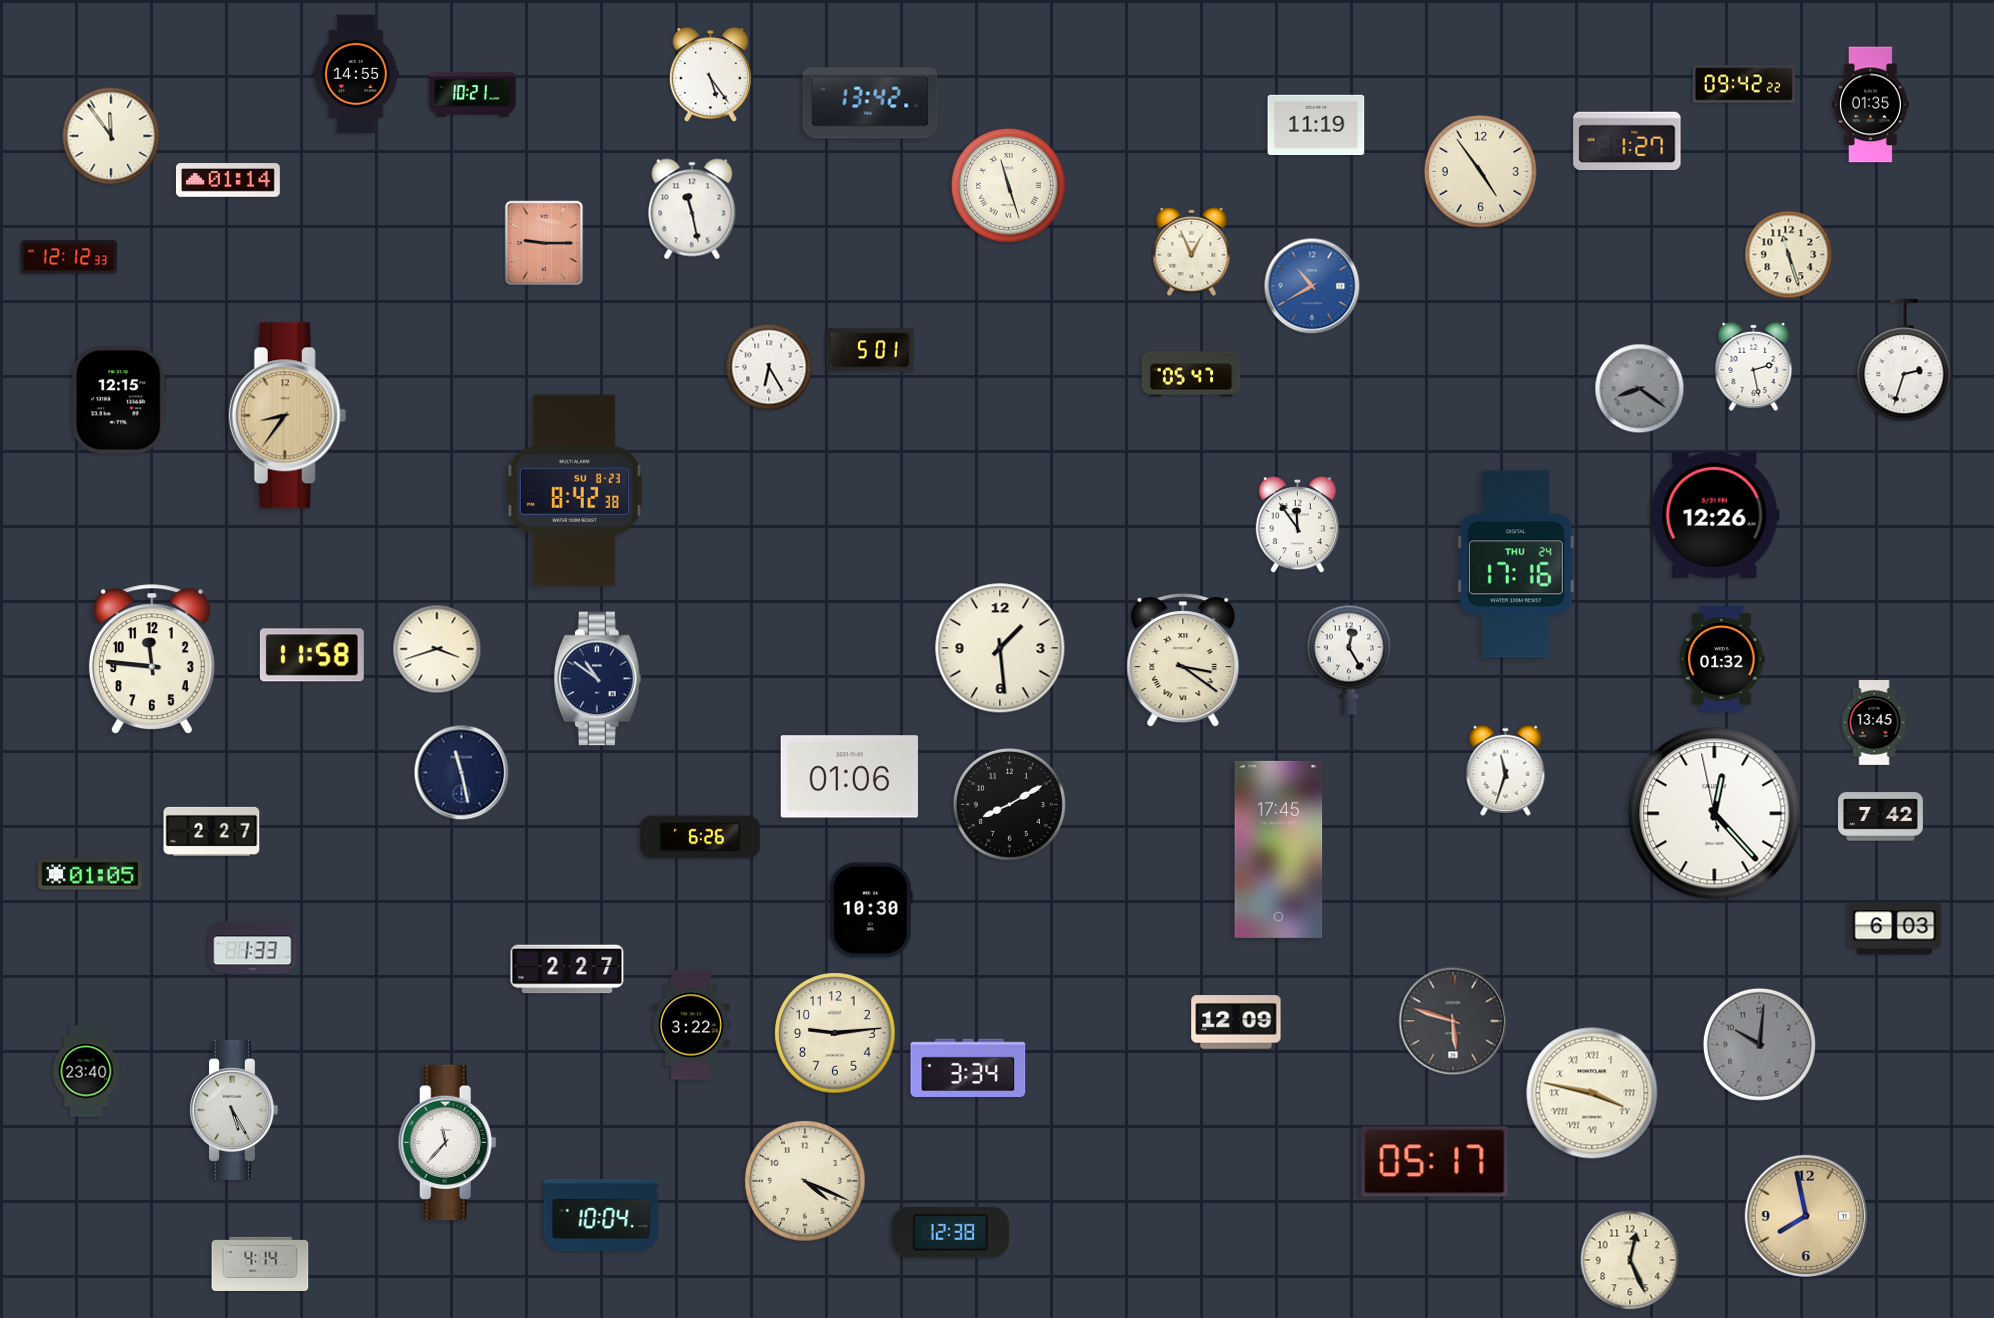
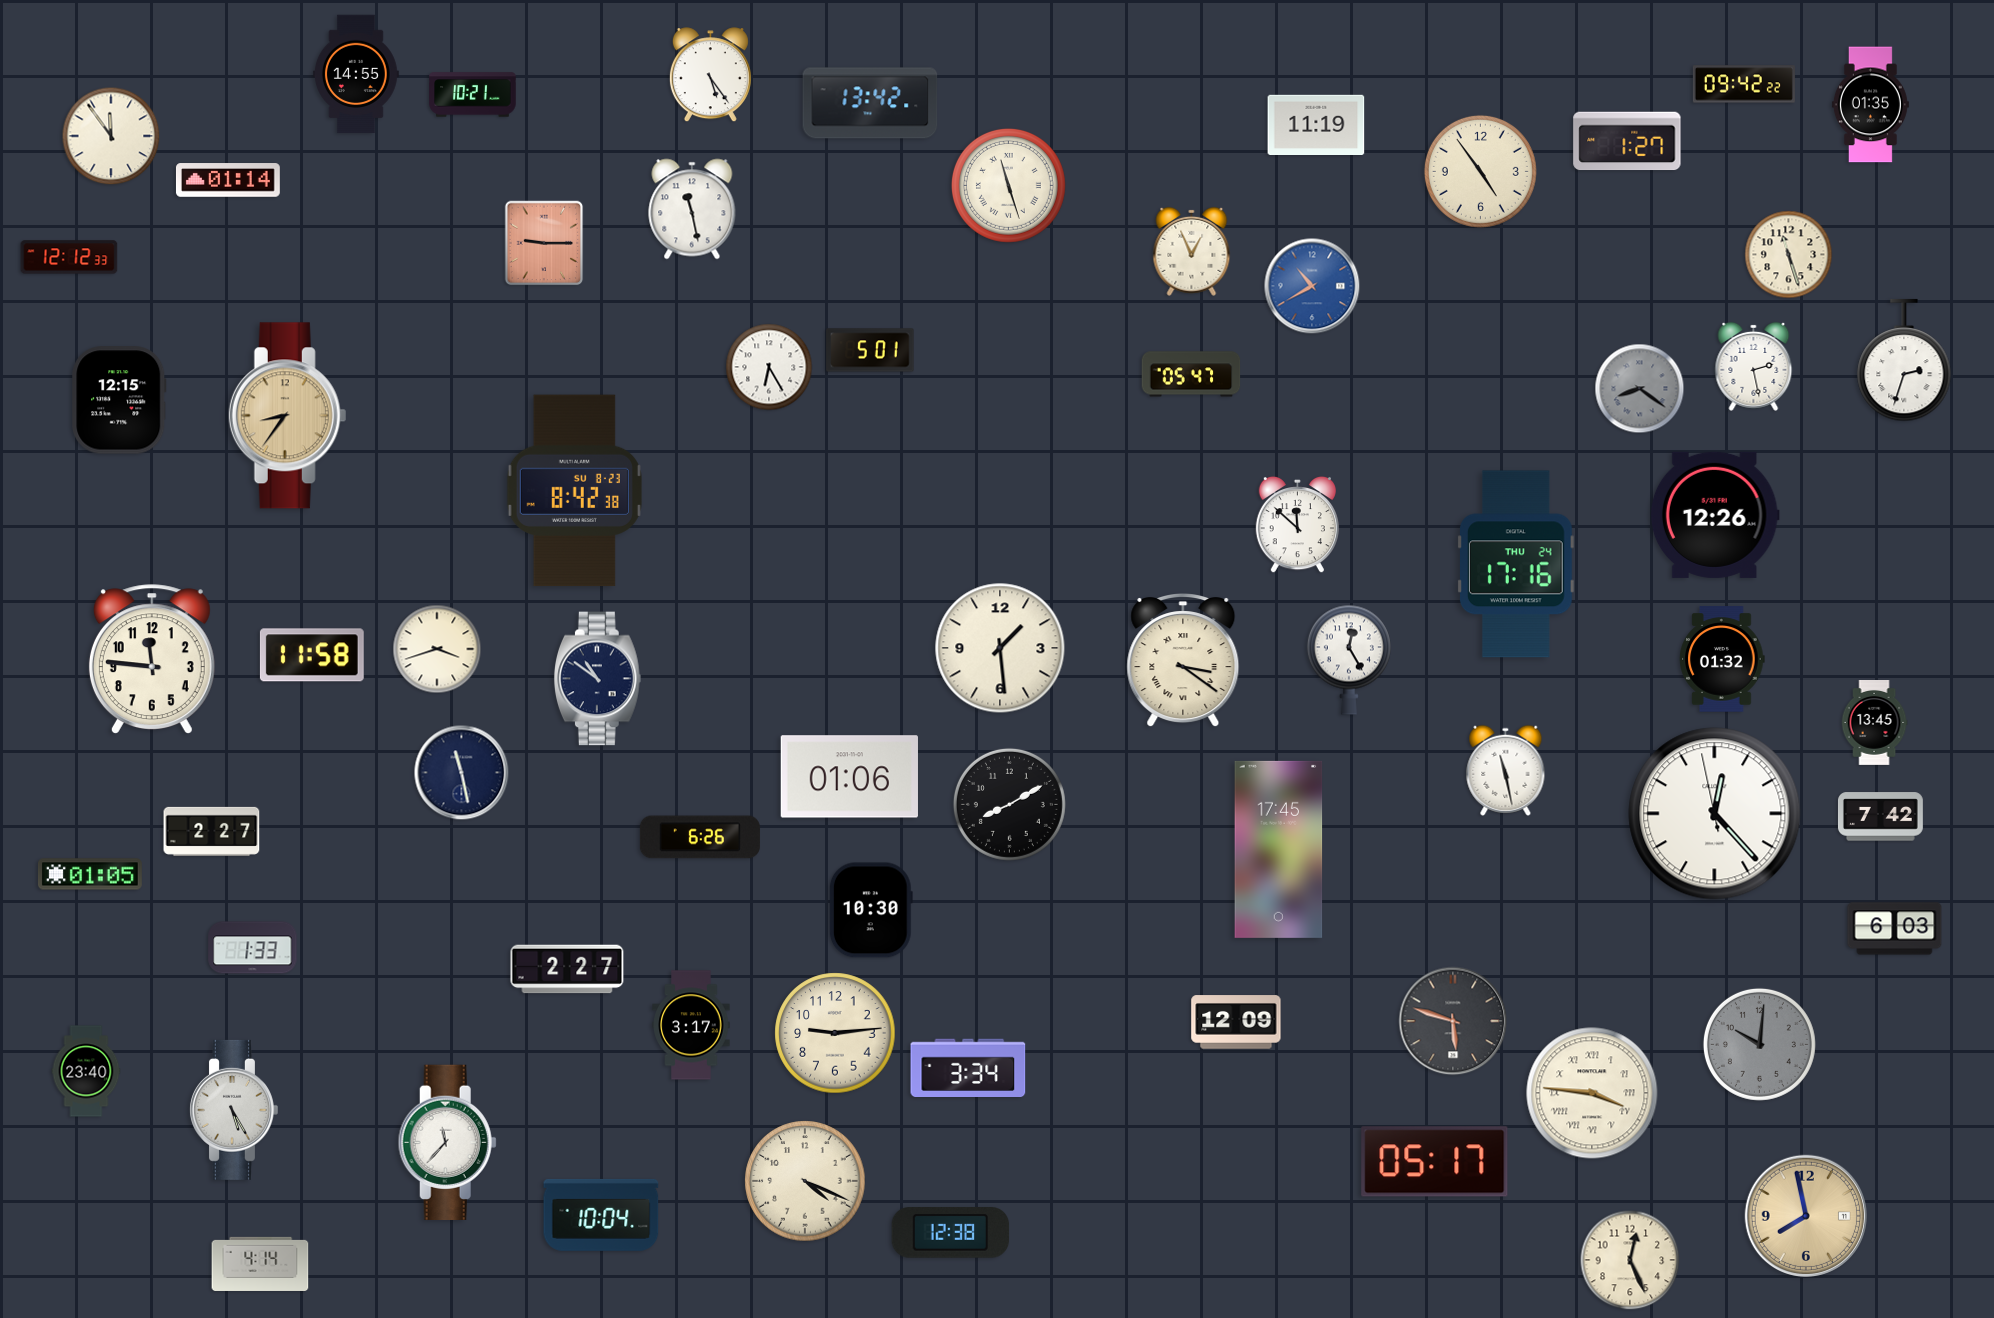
clock at (1297, 525): 11:54 -> 11:52
clock at (1506, 770): 11:33 -> 11:28
clock at (691, 1025): 3:22 -> 3:17
clock at (1592, 1093): 3:47 -> 3:46
